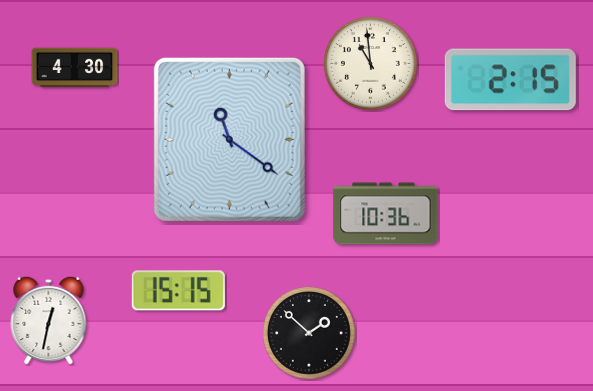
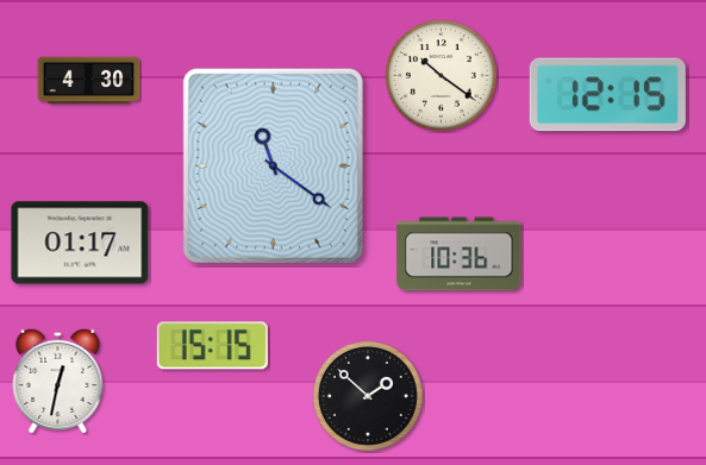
clock at (371, 64): 10:59 -> 10:21
clock at (510, 80): 2:15 -> 12:15
clock at (80, 243): none -> 01:17
